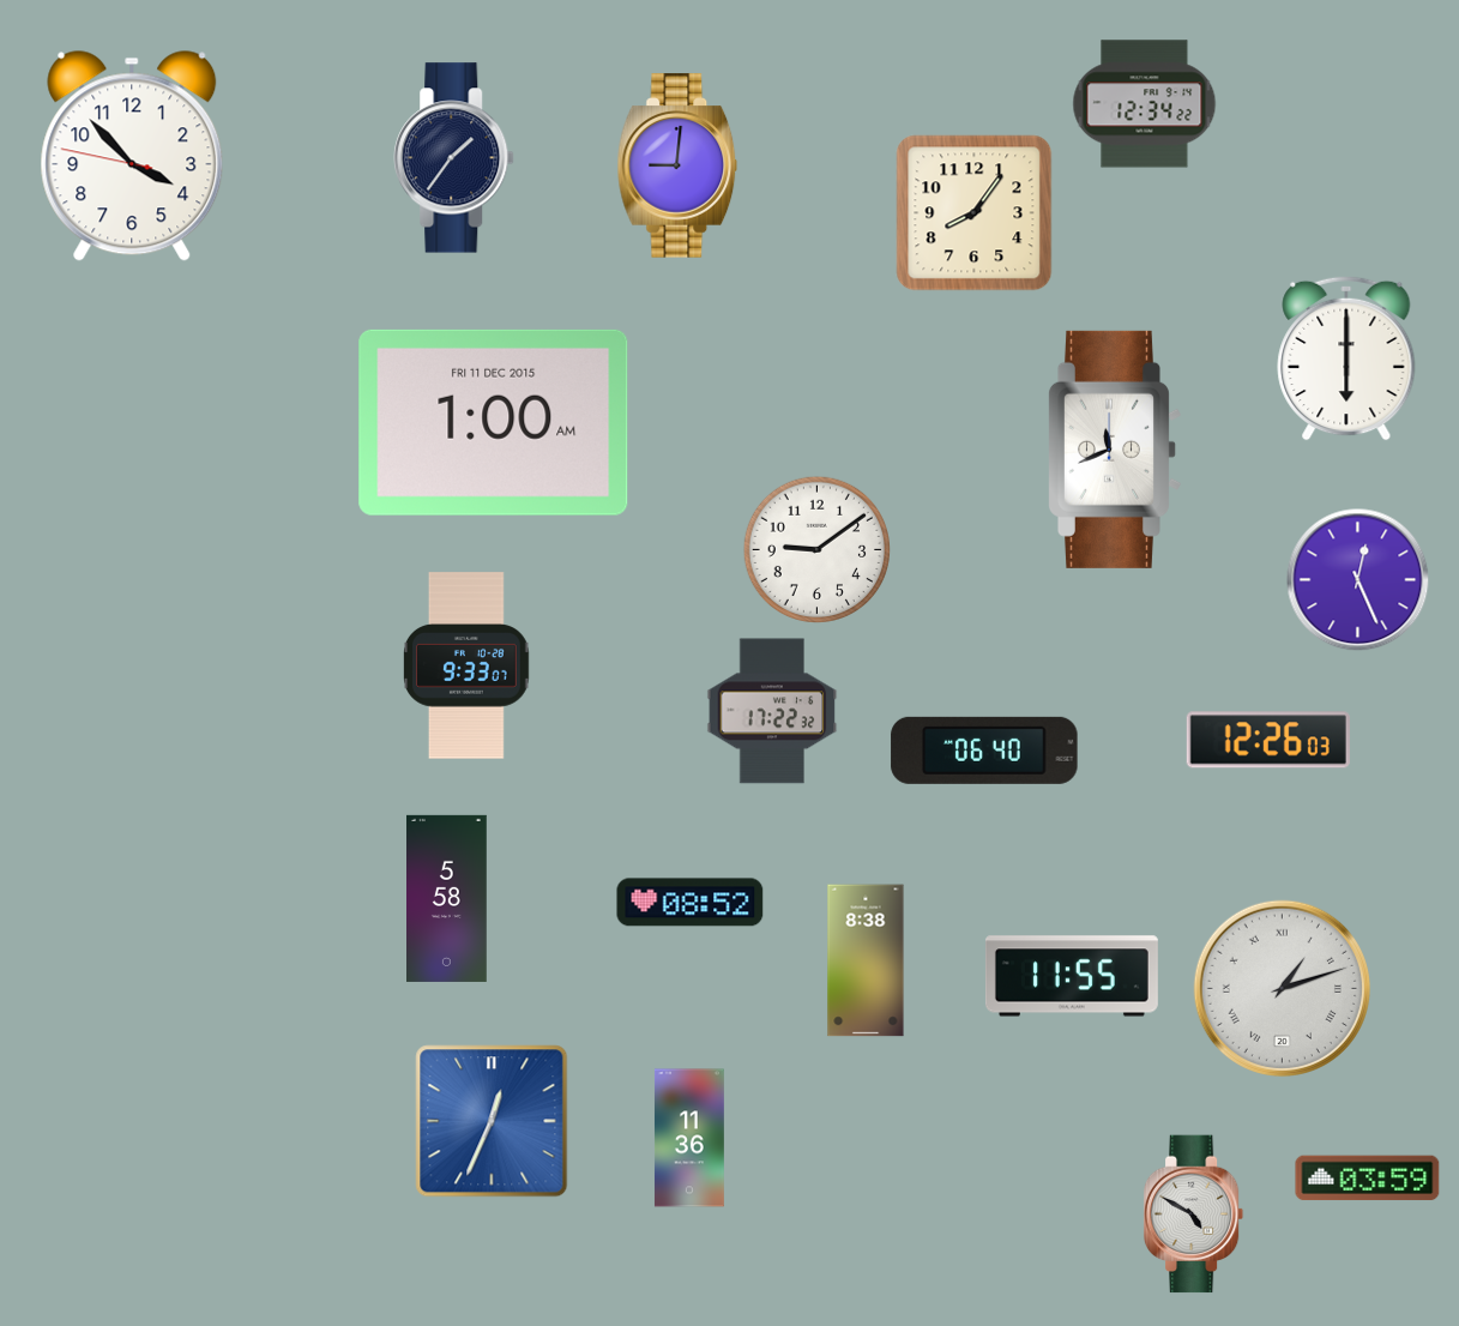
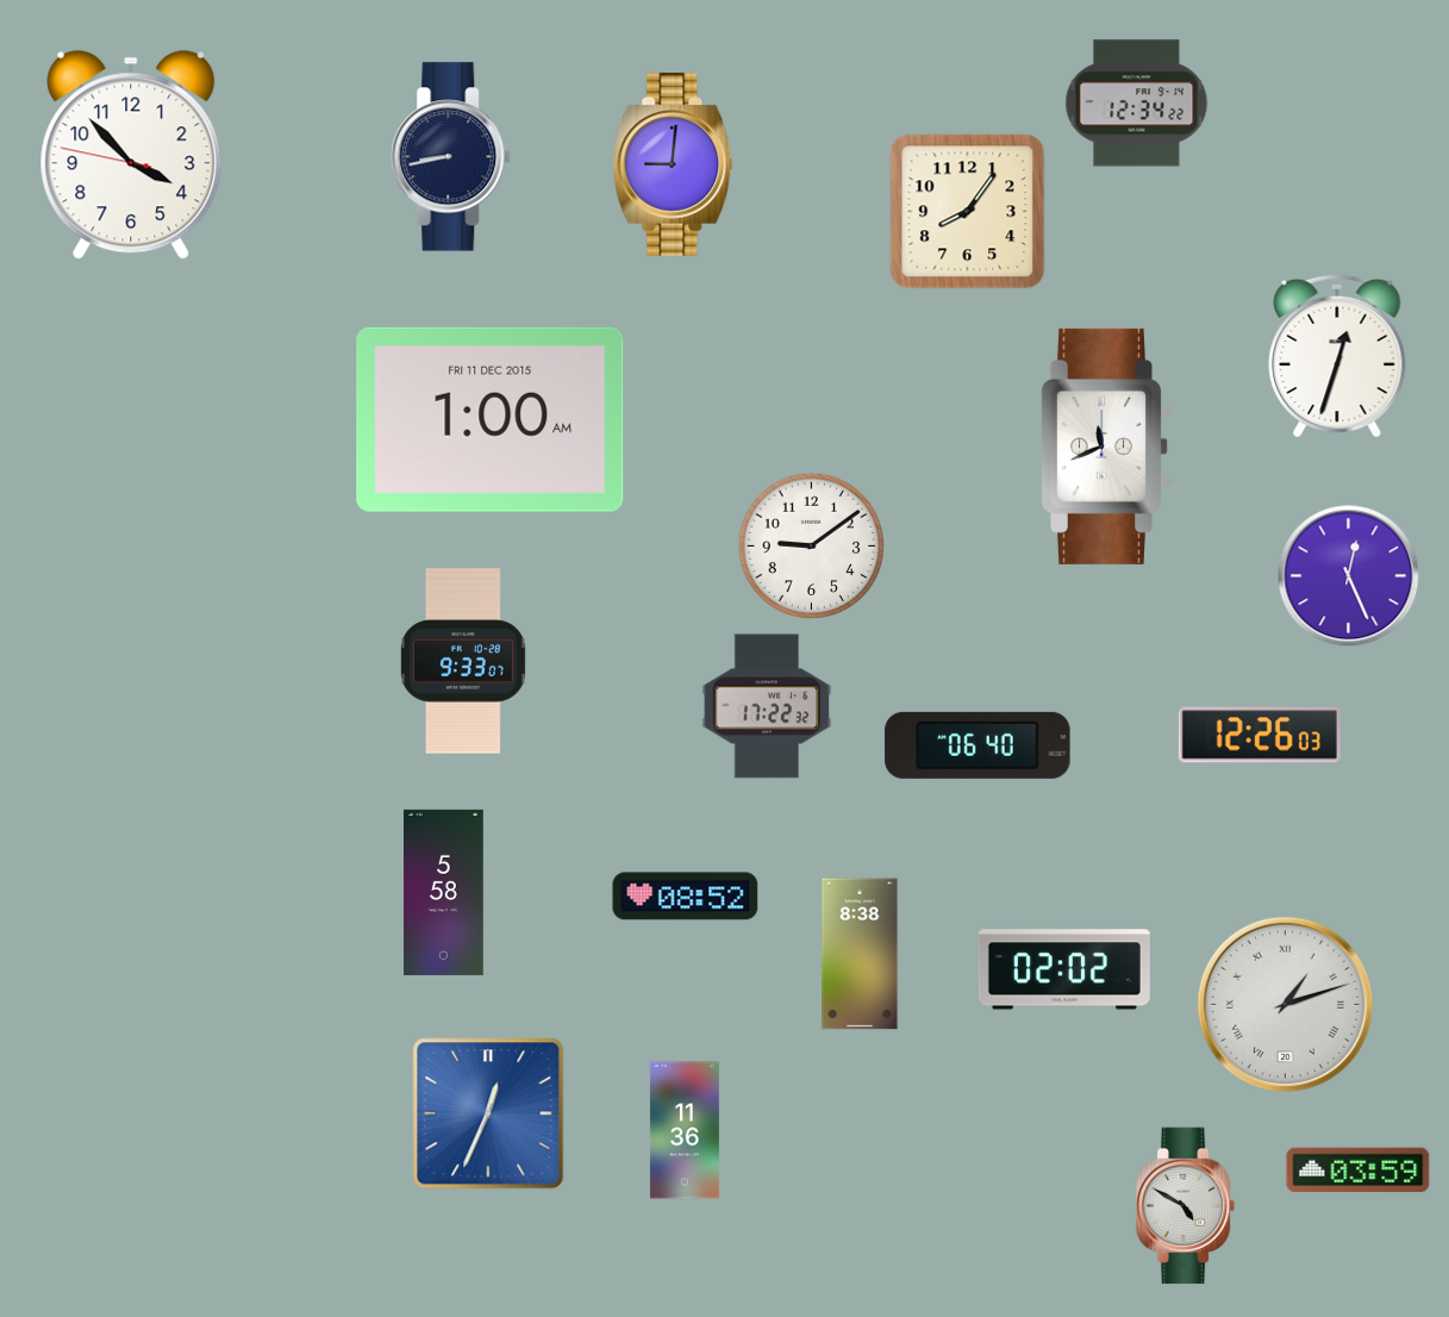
clock at (454, 158): 1:36 -> 8:43
clock at (1346, 358): 6:00 -> 12:33
clock at (1072, 976): 11:55 -> 02:02
clock at (1282, 988) position: (1282, 988) -> (1285, 1004)
